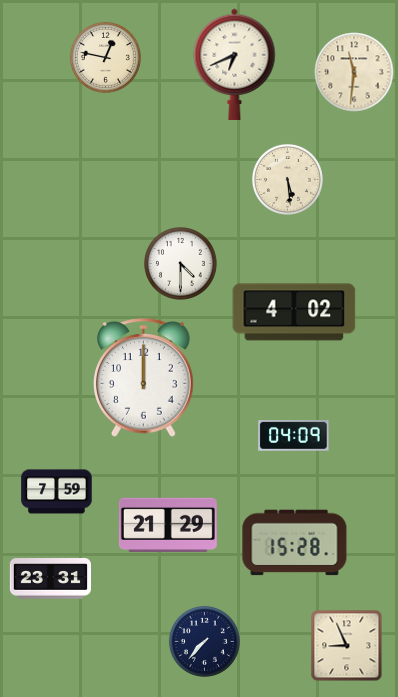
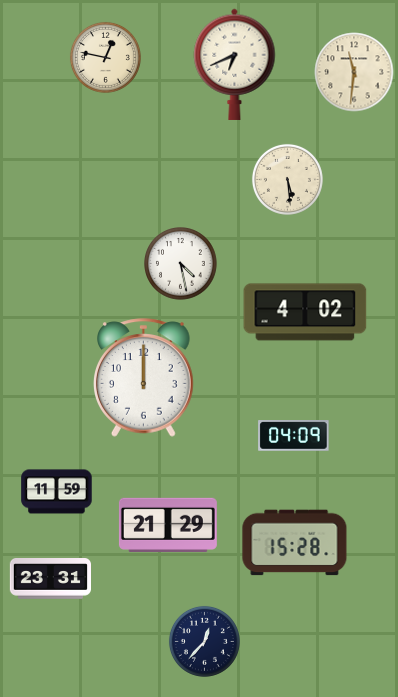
clock at (181, 264): 4:30 -> 4:28
clock at (294, 312) position: (294, 312) -> (305, 312)
clock at (57, 492): 7:59 -> 11:59
clock at (204, 641): 7:37 -> 12:37
clock at (347, 646): 8:56 -> none
